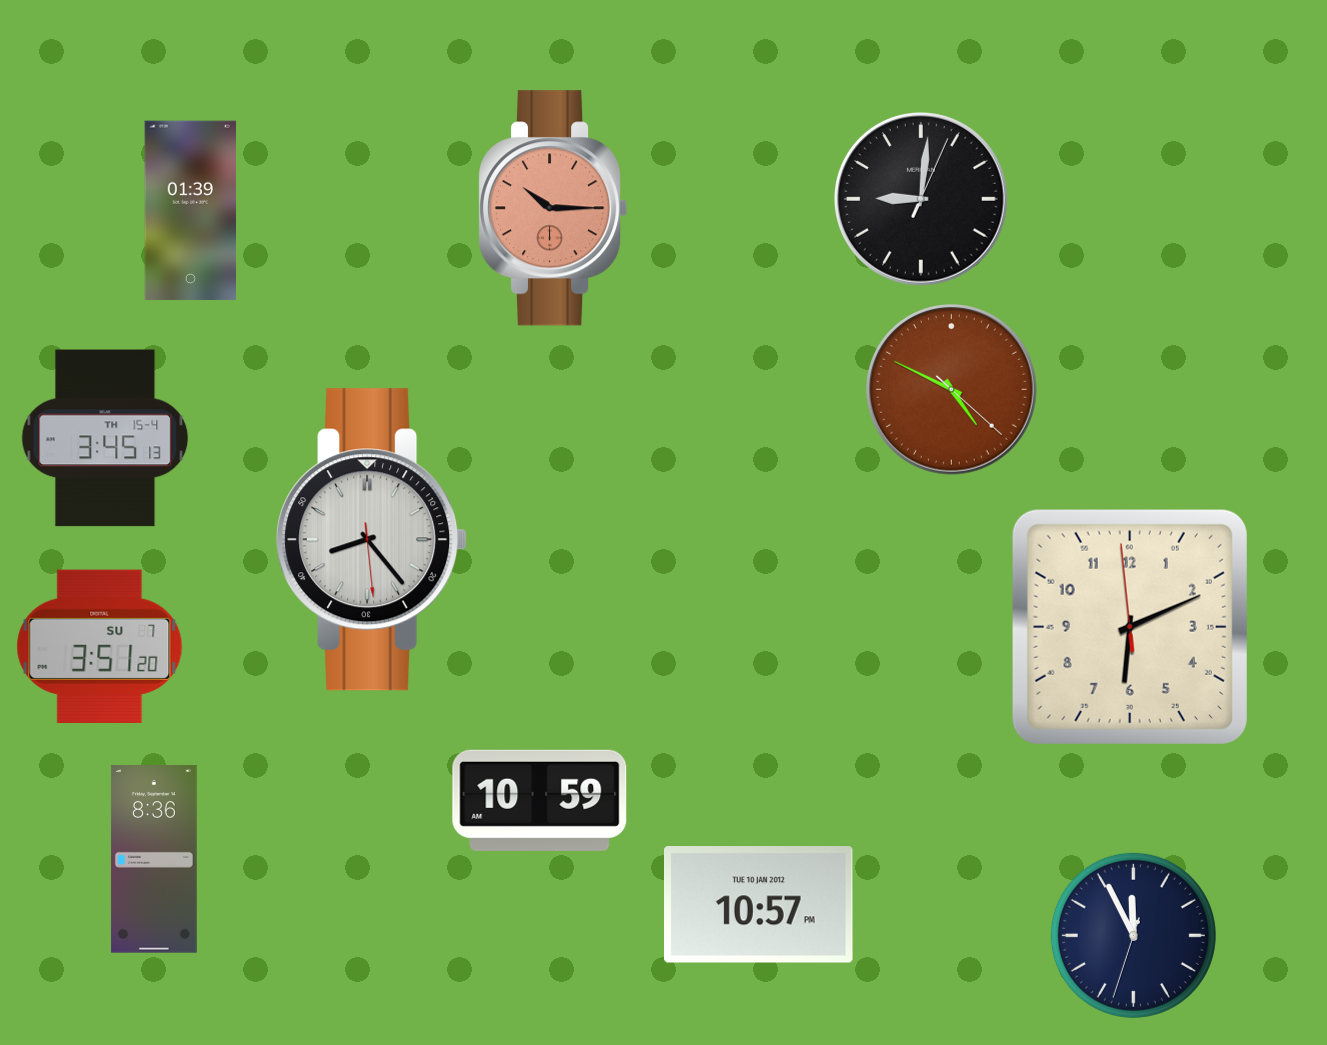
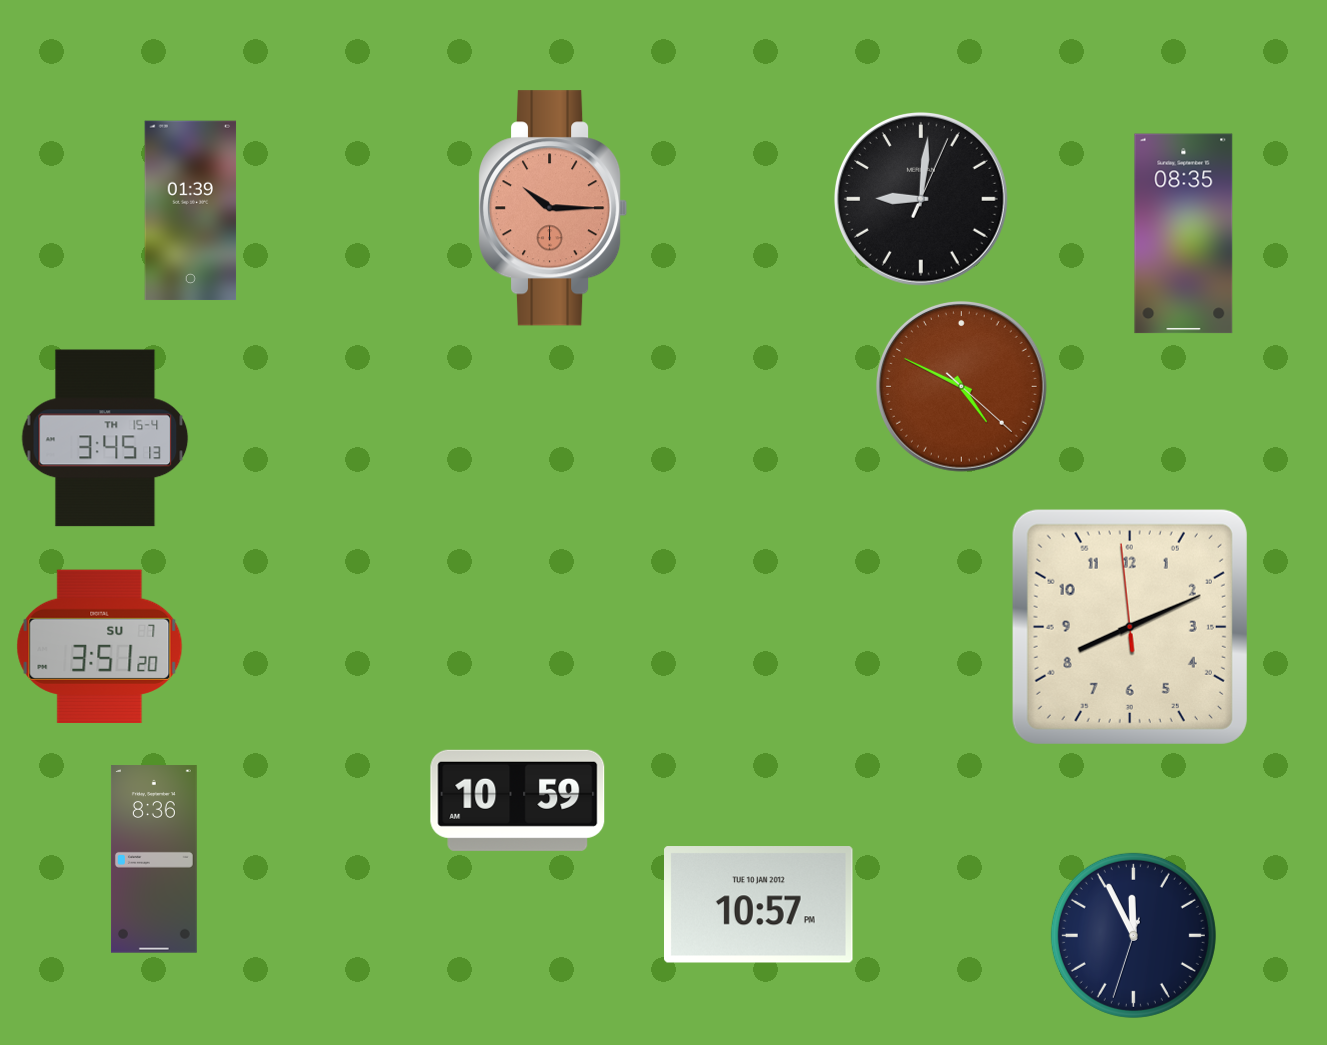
clock at (1184, 234): none -> 08:35
clock at (951, 389) position: (951, 389) -> (961, 386)
clock at (372, 540): 8:23 -> none
clock at (1130, 627): 6:10 -> 8:10
clock at (540, 800) position: (540, 800) -> (518, 800)
